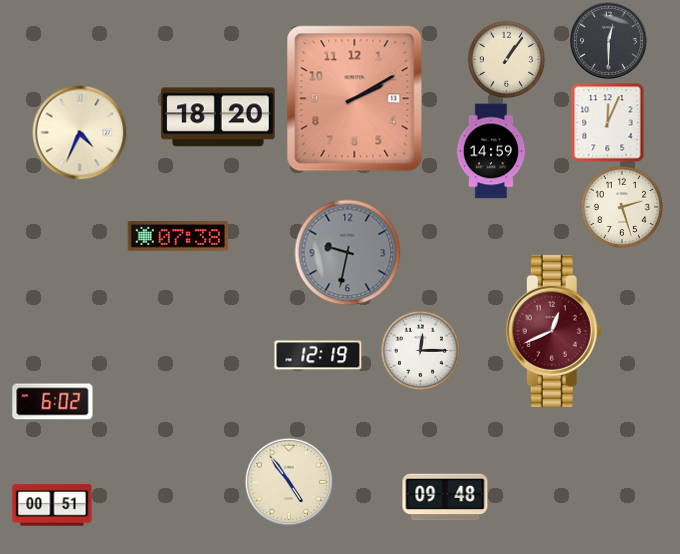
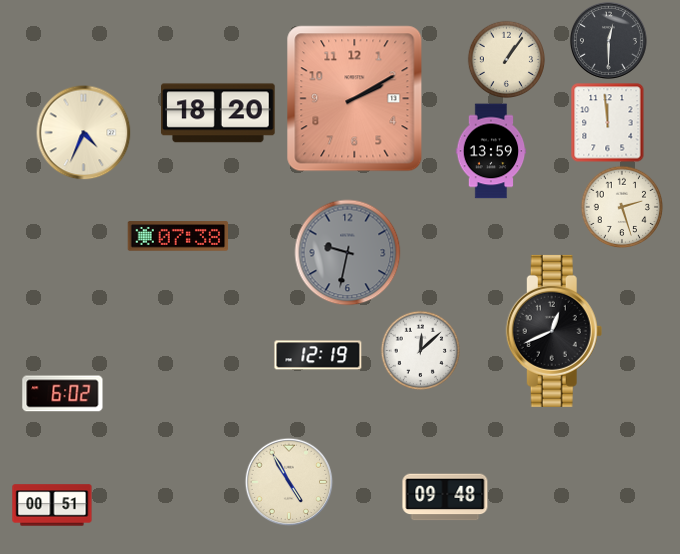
clock at (218, 117) position: (218, 117) -> (218, 113)
clock at (608, 123): 12:04 -> 11:59
clock at (79, 132) position: (79, 132) -> (83, 132)
clock at (491, 151): 14:59 -> 13:59
clock at (554, 331) dial: burgundy -> black
clock at (420, 350): 12:15 -> 12:08
clock at (53, 402) position: (53, 402) -> (63, 394)
clock at (289, 482): 4:54 -> 4:55
